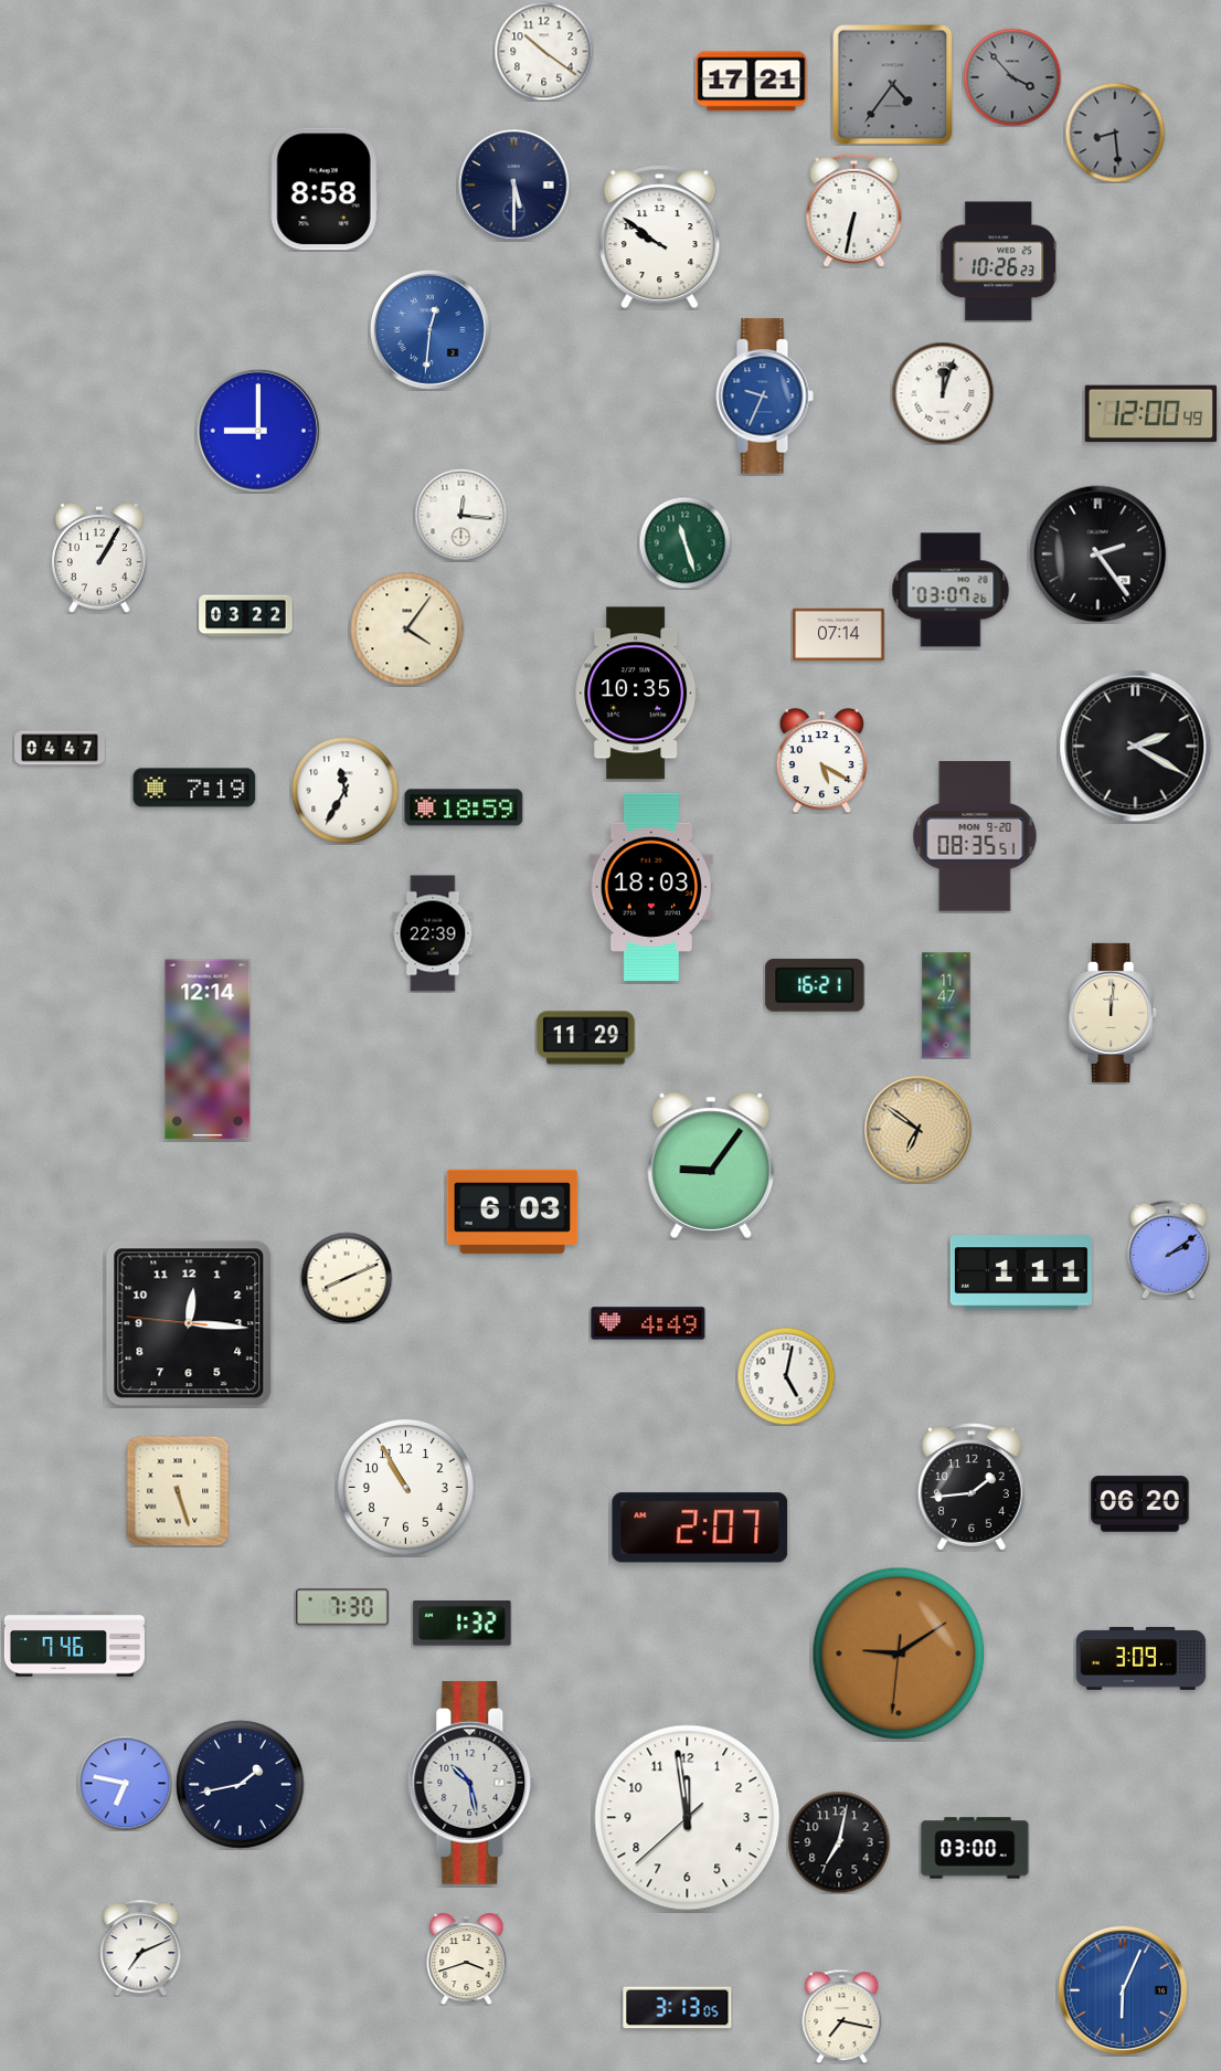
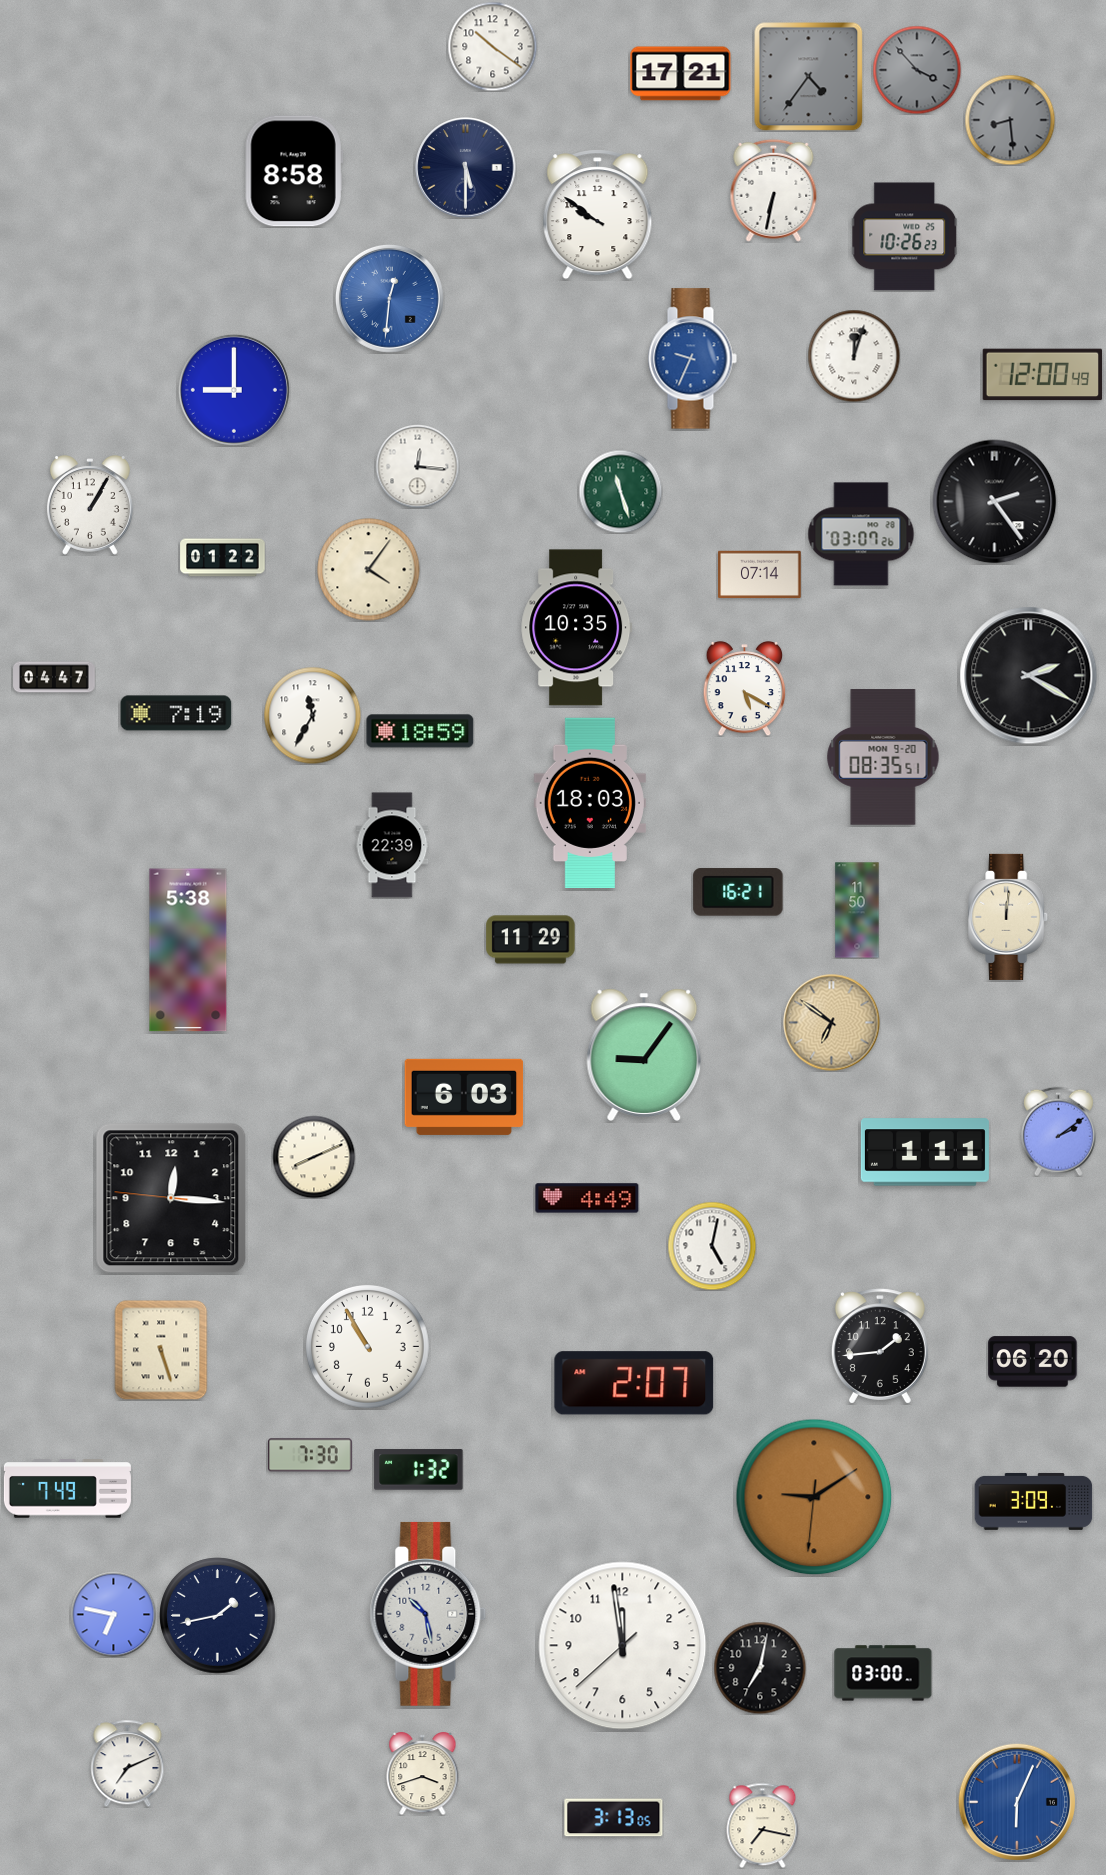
clock at (246, 616): 03:22 -> 01:22
clock at (946, 1005): 11:47 -> 11:50
clock at (208, 1049): 12:14 -> 5:38
clock at (74, 1645): 7:46 -> 7:49
